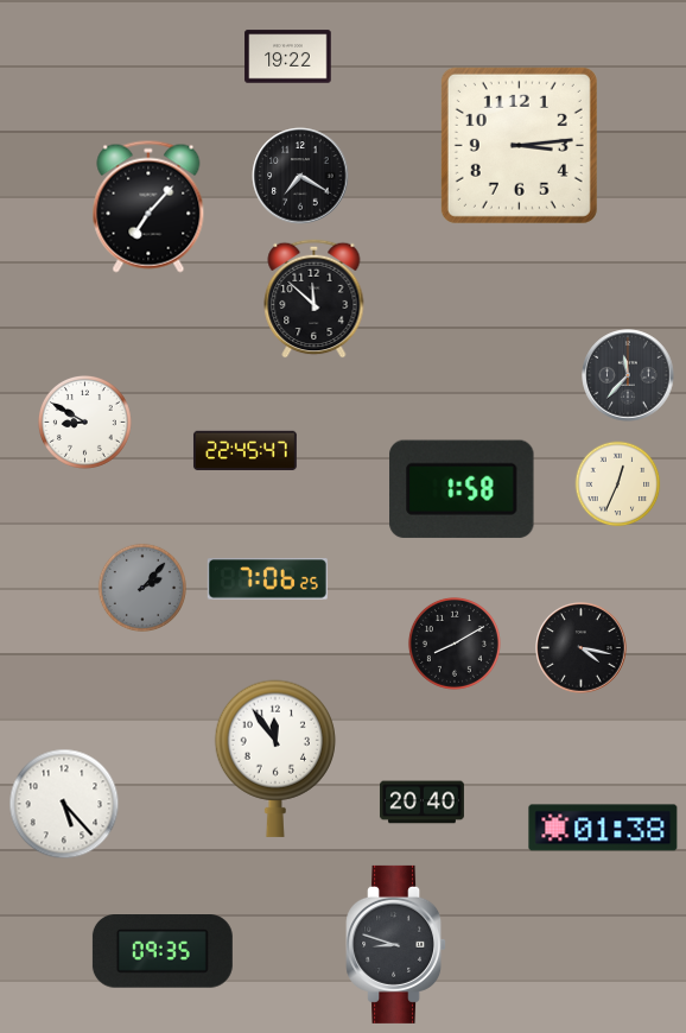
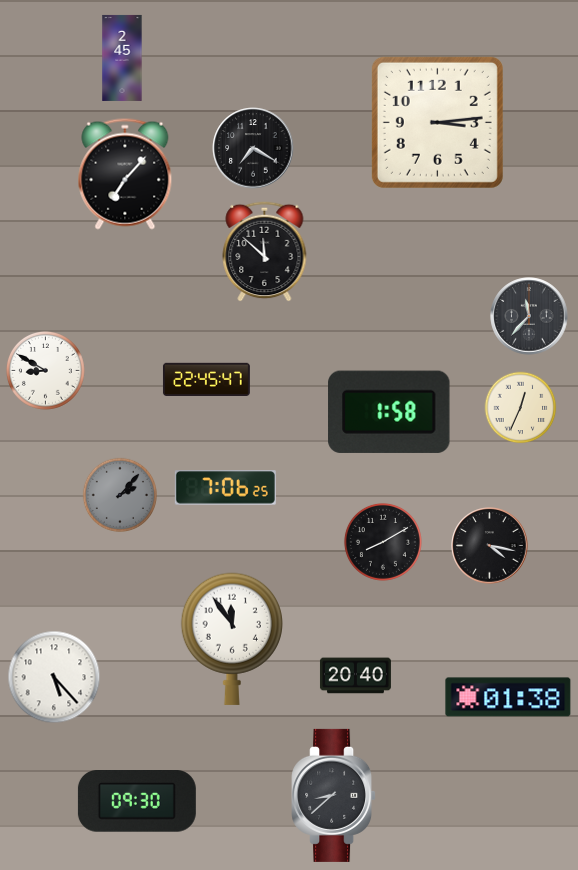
clock at (288, 57): 19:22 -> none
clock at (122, 58): none -> 2:45
clock at (84, 422) position: (84, 422) -> (45, 370)
clock at (396, 944): 8:48 -> 8:38
clock at (163, 951): 09:35 -> 09:30
